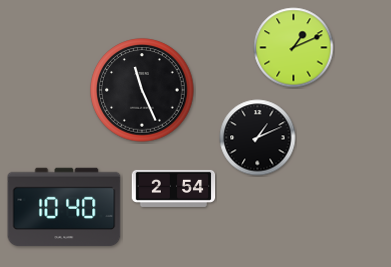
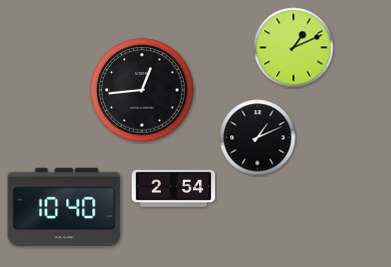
clock at (142, 90): 11:26 -> 12:44
